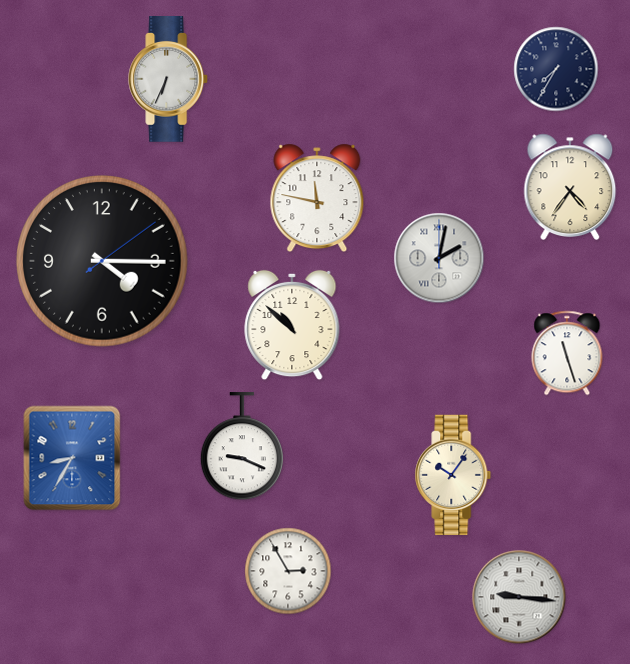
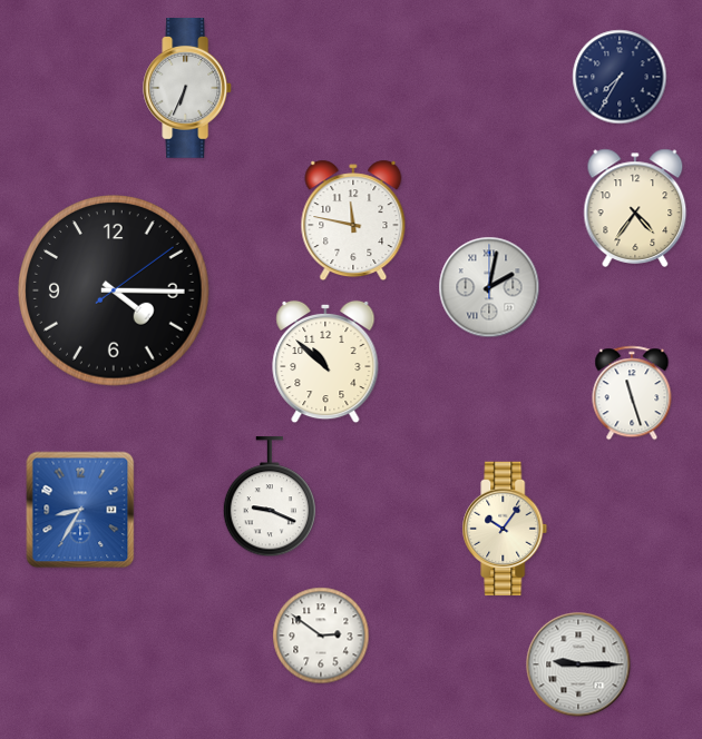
clock at (288, 571): 2:55 -> 2:51
clock at (519, 597): 9:16 -> 9:15
